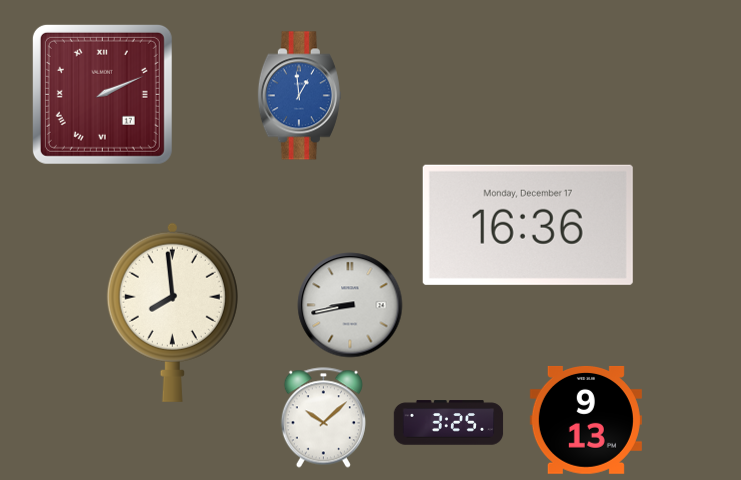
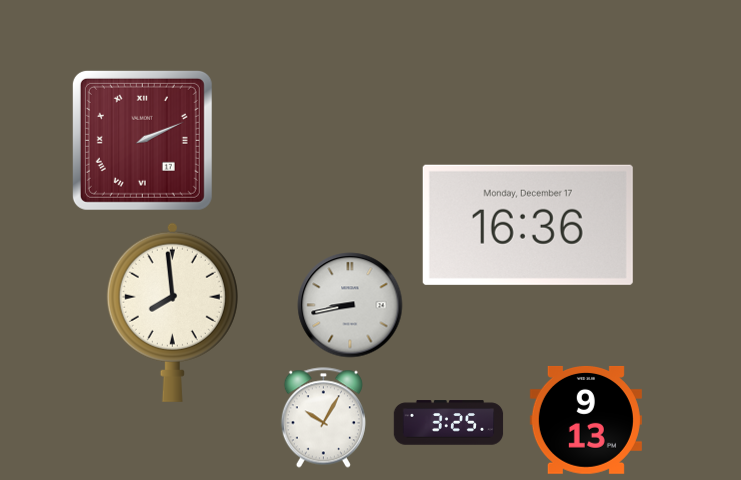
clock at (102, 94) position: (102, 94) -> (142, 140)
clock at (299, 96): 12:59 -> none
clock at (323, 418): 10:08 -> 10:05
